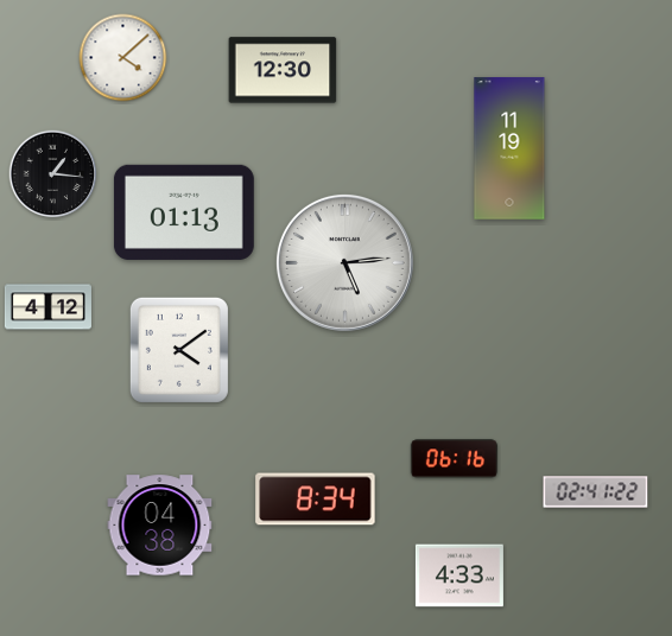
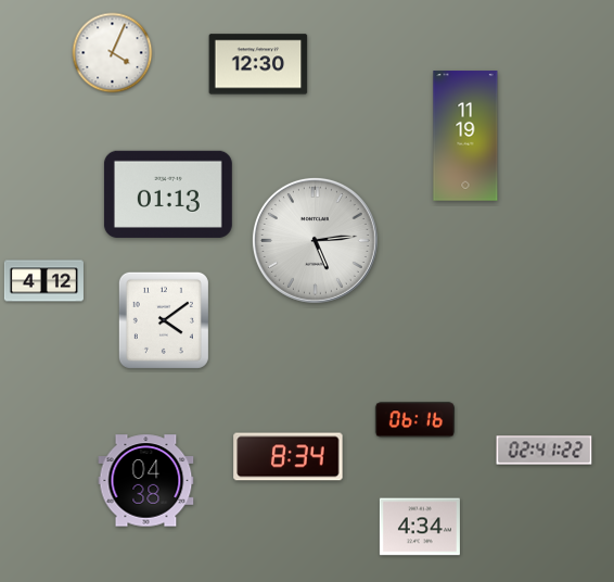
clock at (123, 58): 4:08 -> 4:04
clock at (53, 174): 1:16 -> none
clock at (459, 575): 4:33 -> 4:34
